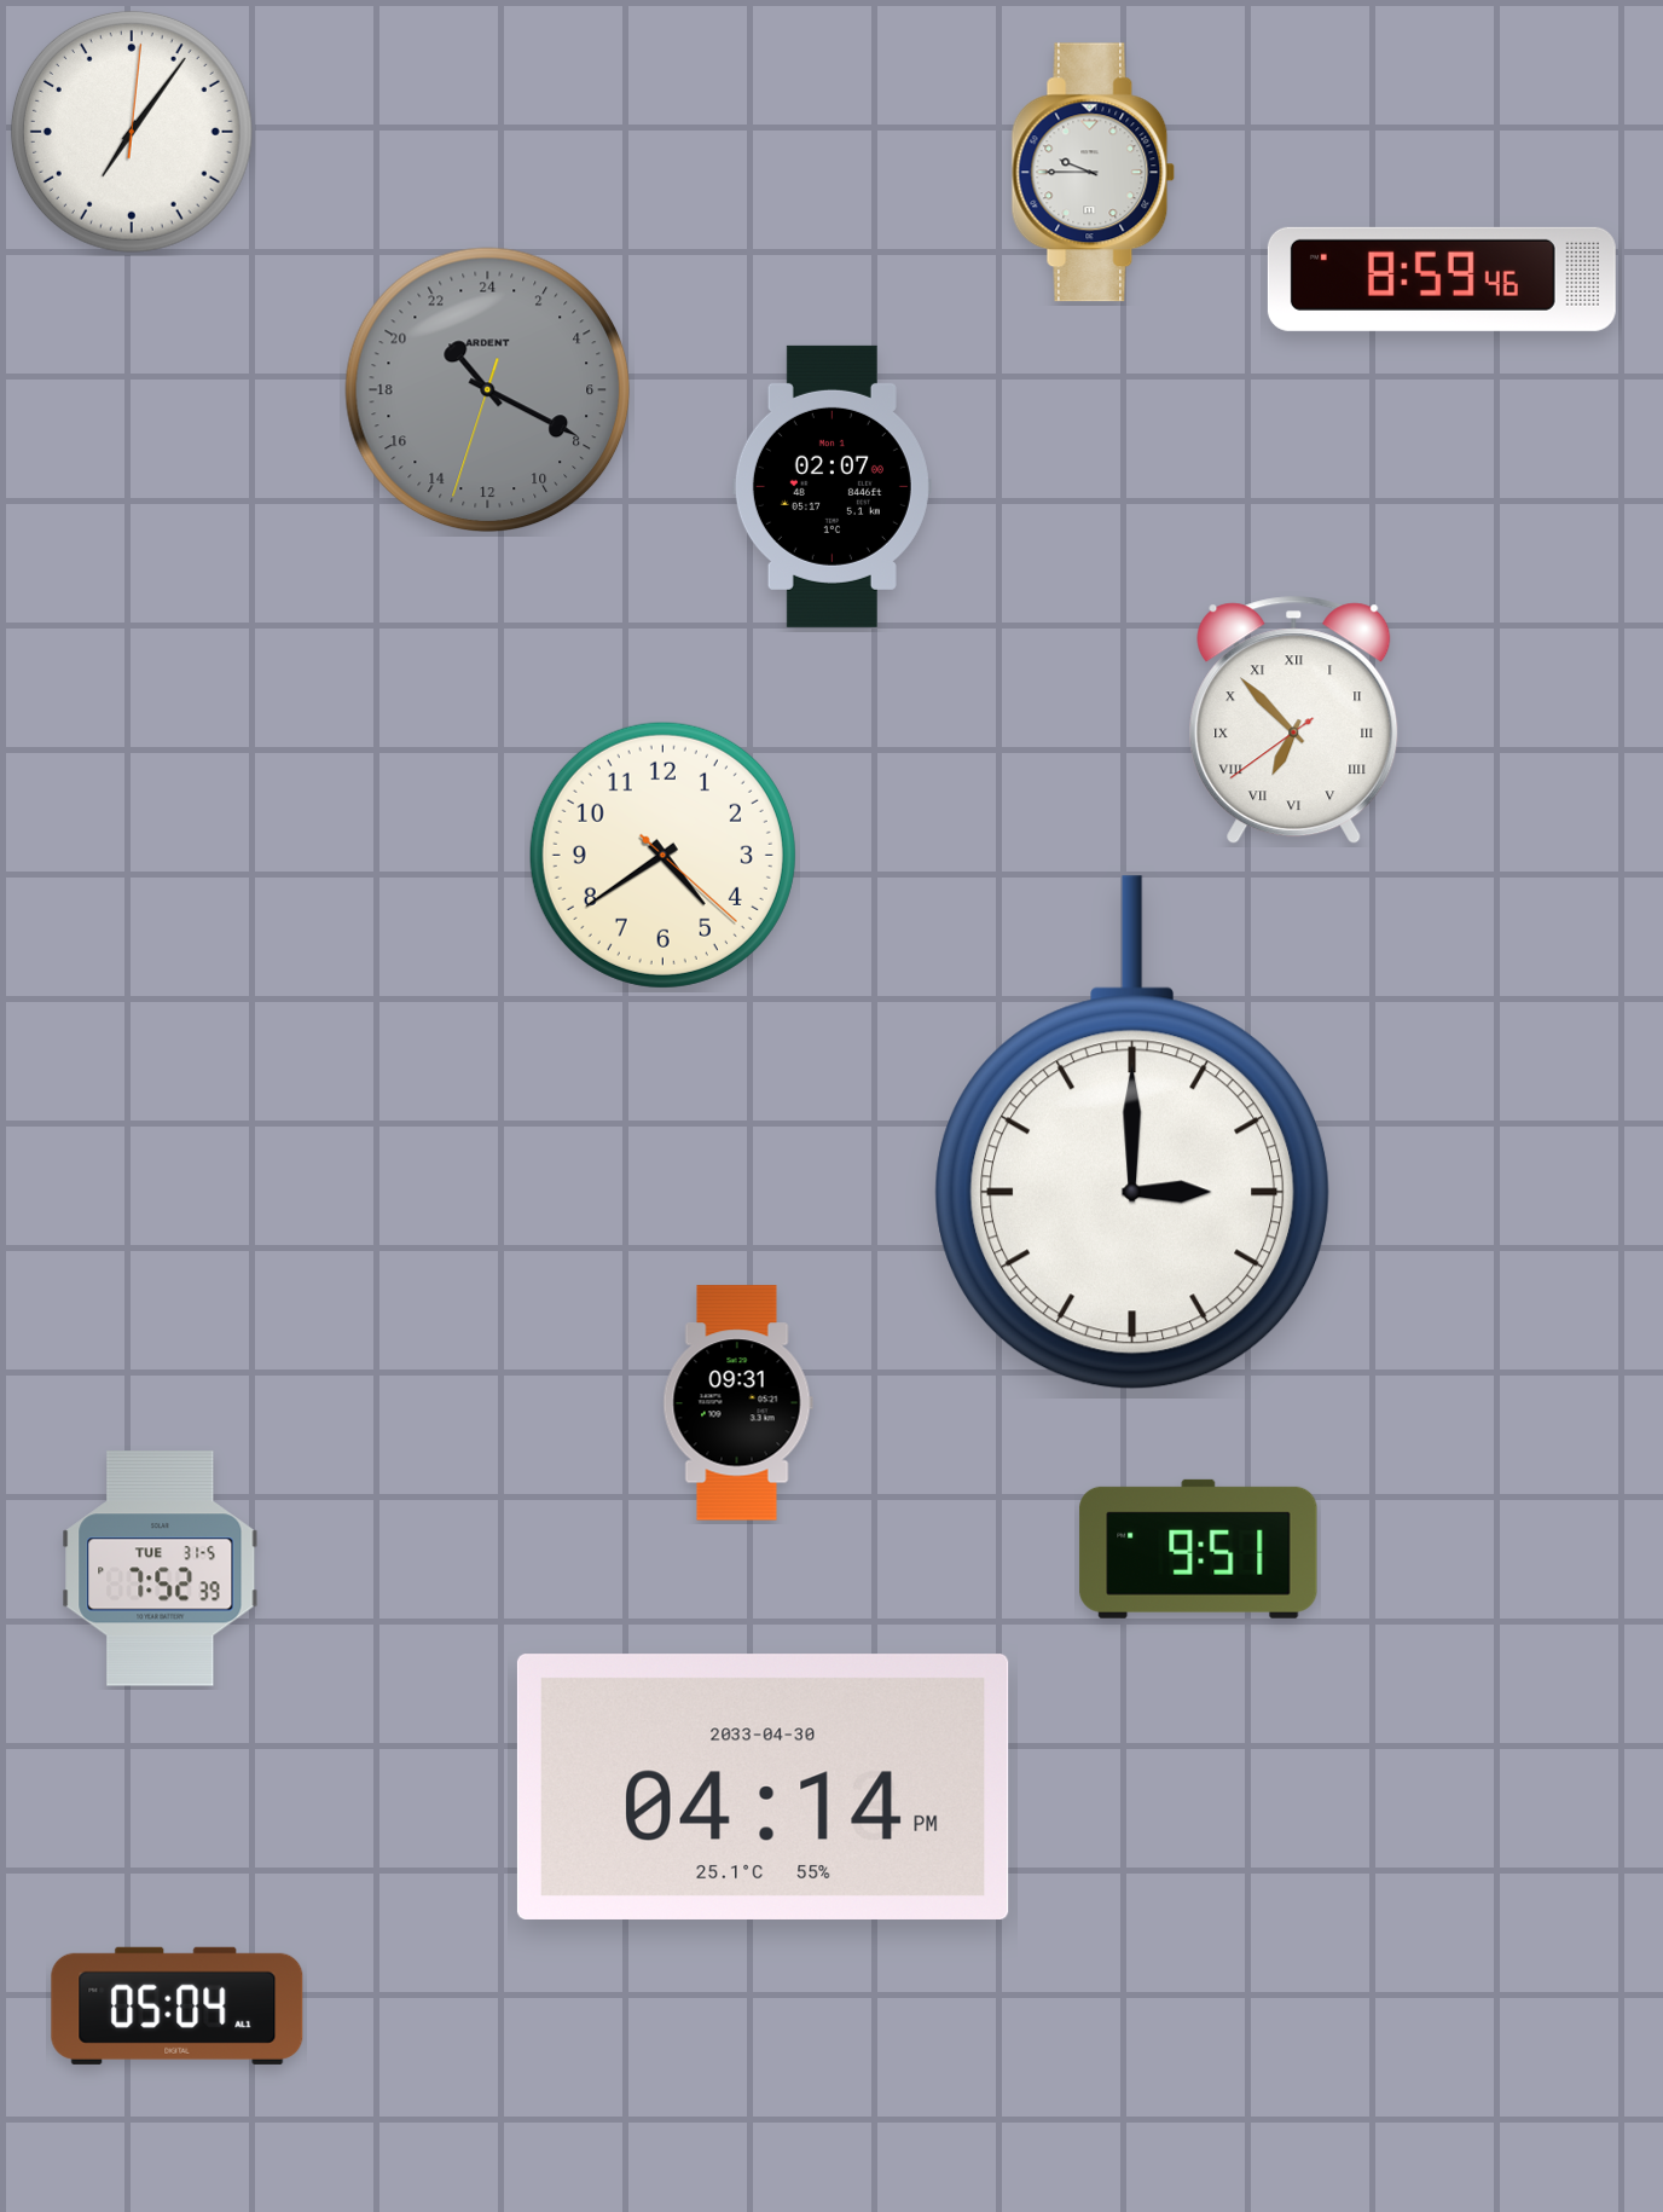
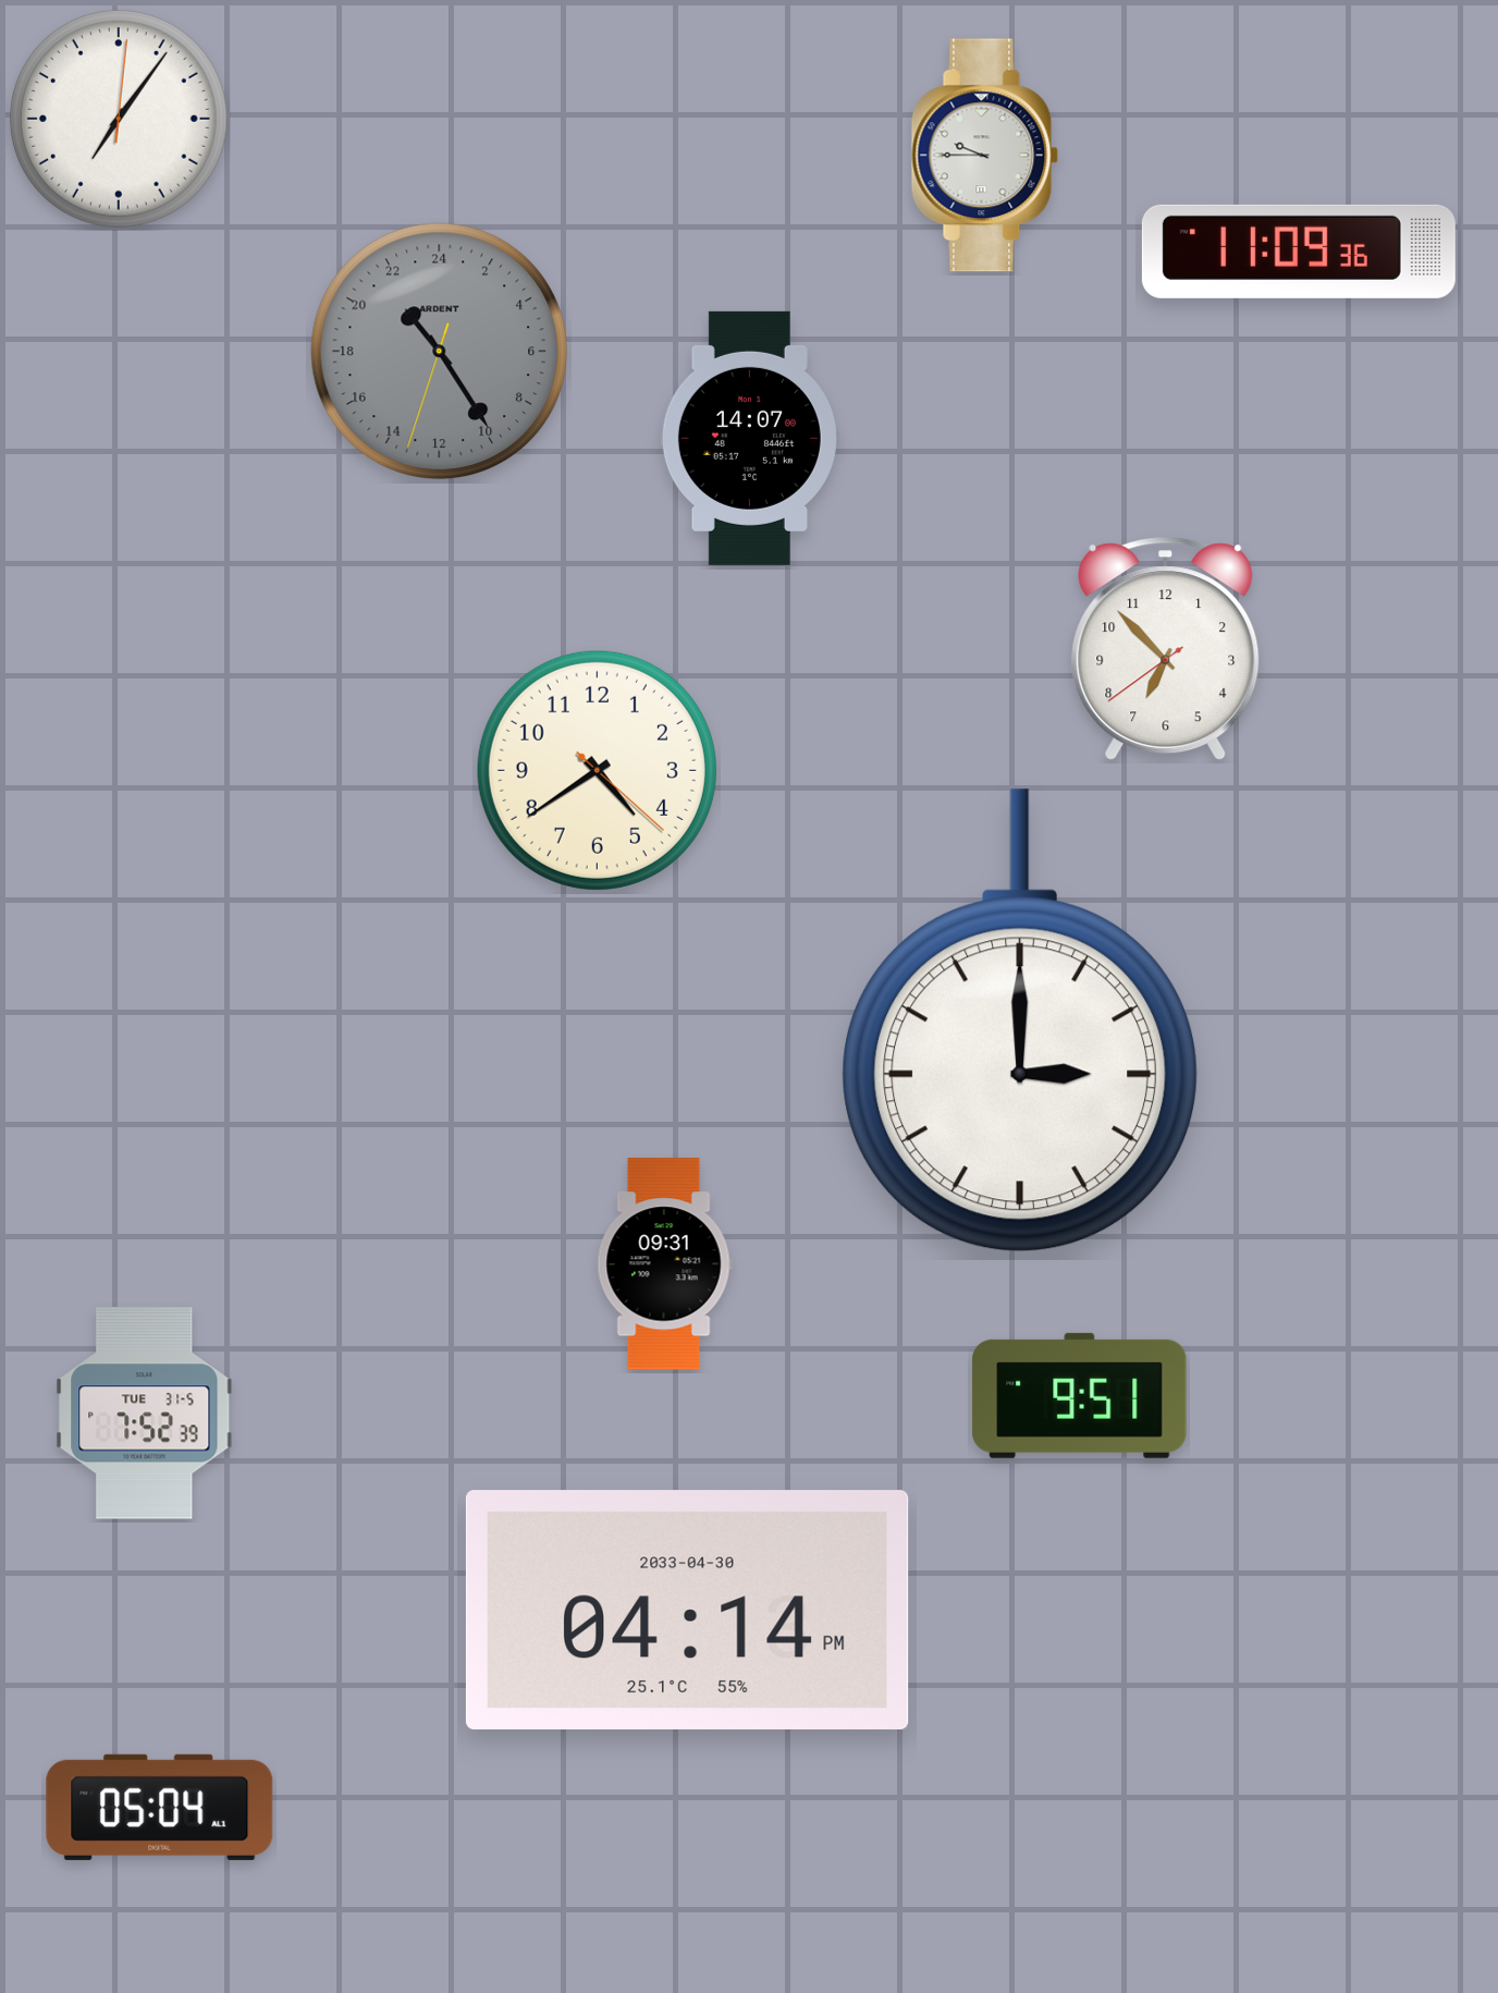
clock at (1442, 279): 8:59 -> 11:09
clock at (488, 390): 21:19 -> 21:24
clock at (832, 486): 02:07 -> 14:07
clock at (1294, 720) numerals: Roman -> Arabic
